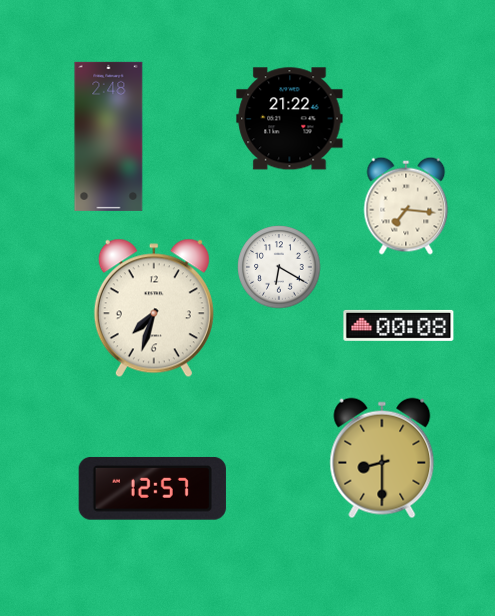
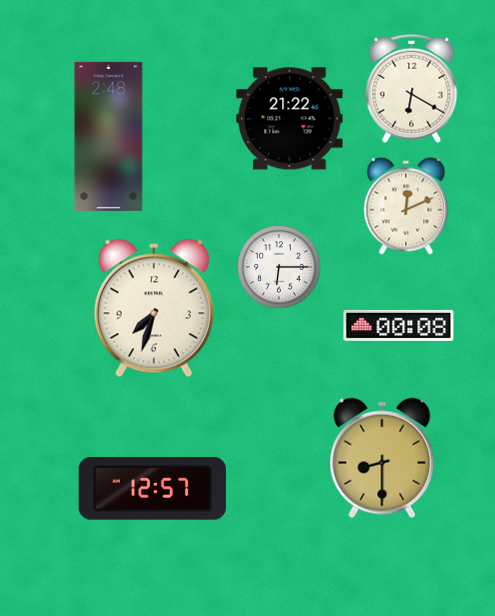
clock at (412, 88): none -> 6:20
clock at (406, 206): 7:16 -> 12:11
clock at (279, 267): 6:20 -> 6:15
